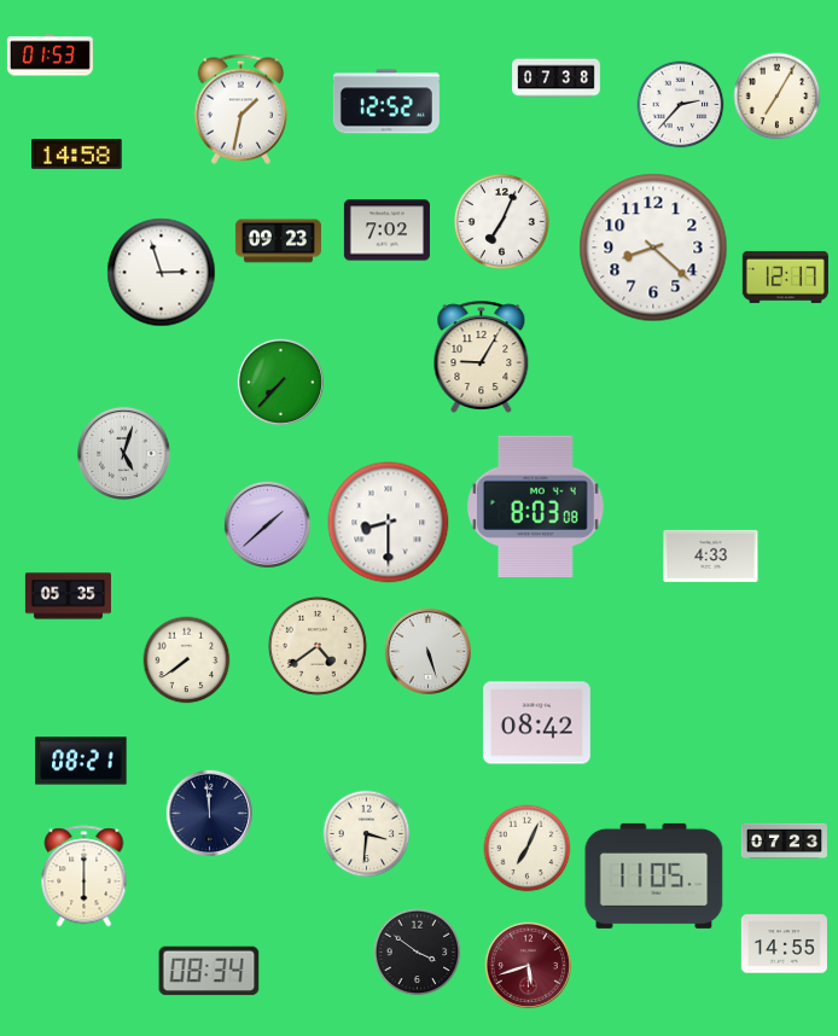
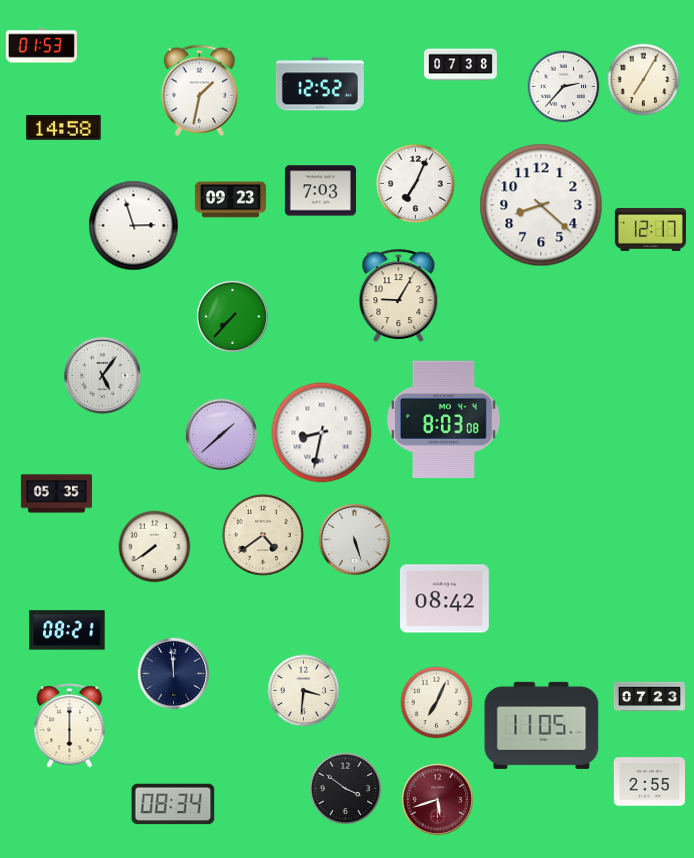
clock at (386, 231): 7:02 -> 7:03
clock at (123, 453): 5:03 -> 5:06
clock at (389, 523): 8:30 -> 8:32
clock at (711, 555): 4:33 -> none
clock at (784, 944): 14:55 -> 2:55
